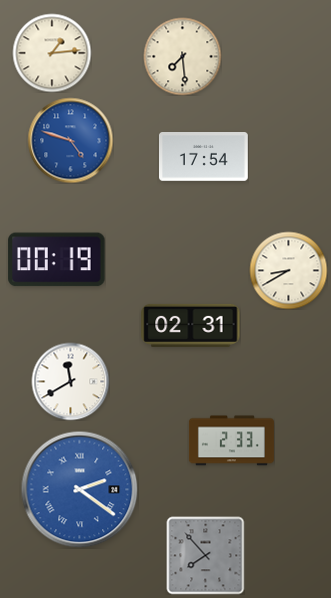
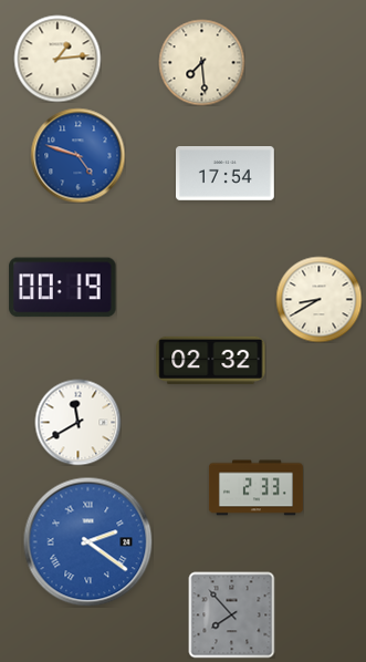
clock at (191, 325): 02:31 -> 02:32
clock at (205, 555) position: (205, 555) -> (231, 614)
